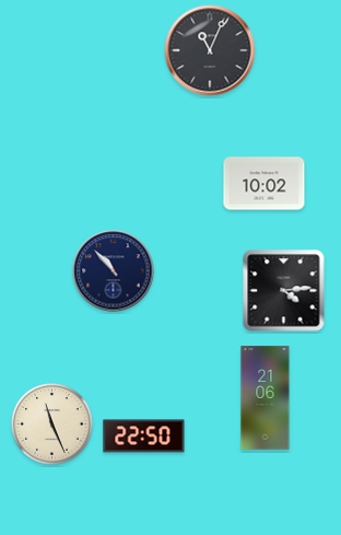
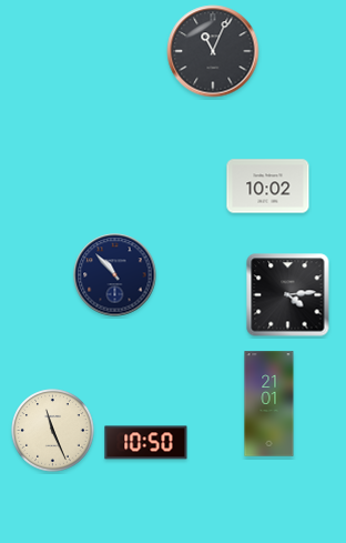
clock at (266, 398): 21:06 -> 21:01
clock at (144, 437): 22:50 -> 10:50
